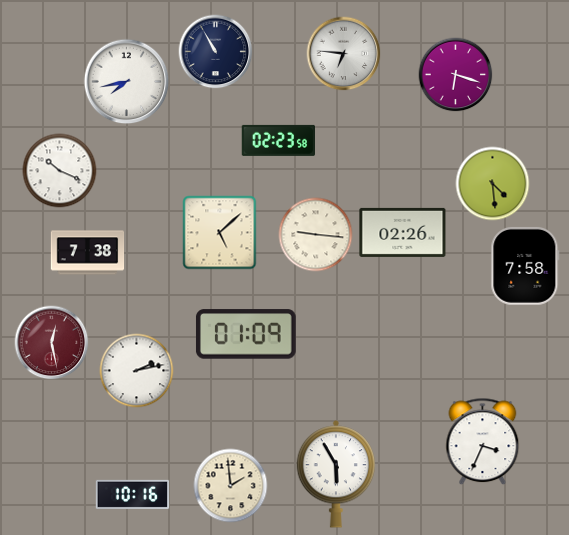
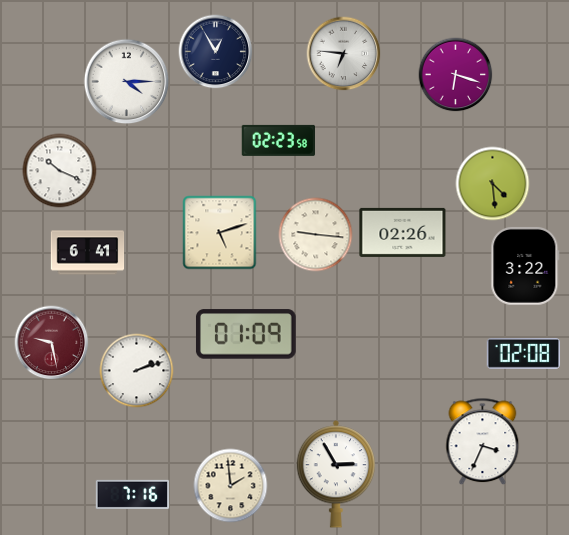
clock at (216, 52): 10:55 -> 12:55
clock at (127, 82): 7:43 -> 4:15
clock at (220, 233): 5:08 -> 5:12
clock at (88, 253): 7:38 -> 6:41
clock at (525, 266): 7:58 -> 3:22
clock at (52, 343): 12:28 -> 9:28
clock at (524, 354): none -> 02:08
clock at (137, 371): 2:13 -> 2:12
clock at (336, 474): 5:55 -> 2:55
clock at (133, 494): 10:16 -> 7:16
